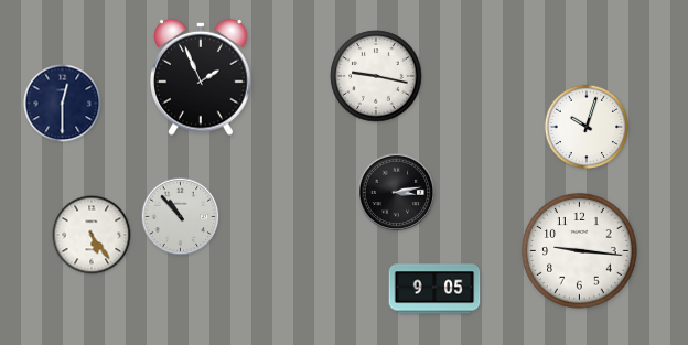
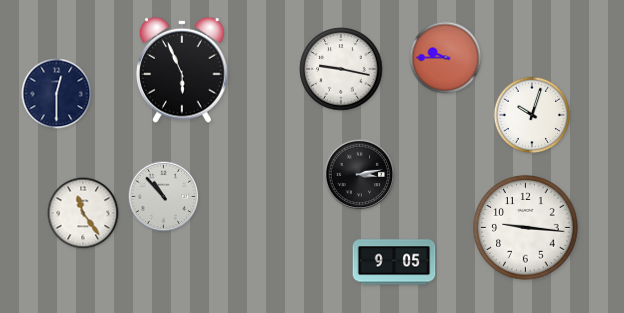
clock at (446, 58): none -> 9:45
clock at (201, 77): 1:56 -> 5:56
clock at (92, 235): 5:24 -> 11:24
